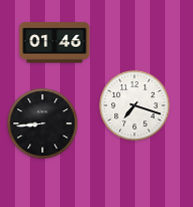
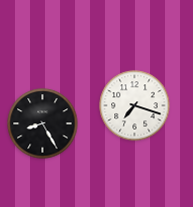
clock at (55, 43): 01:46 -> none
clock at (43, 124): 8:44 -> 8:25
